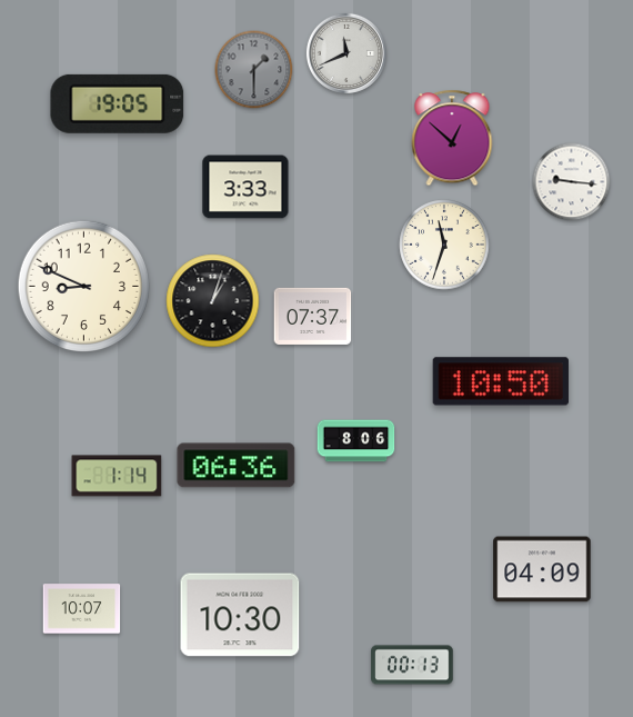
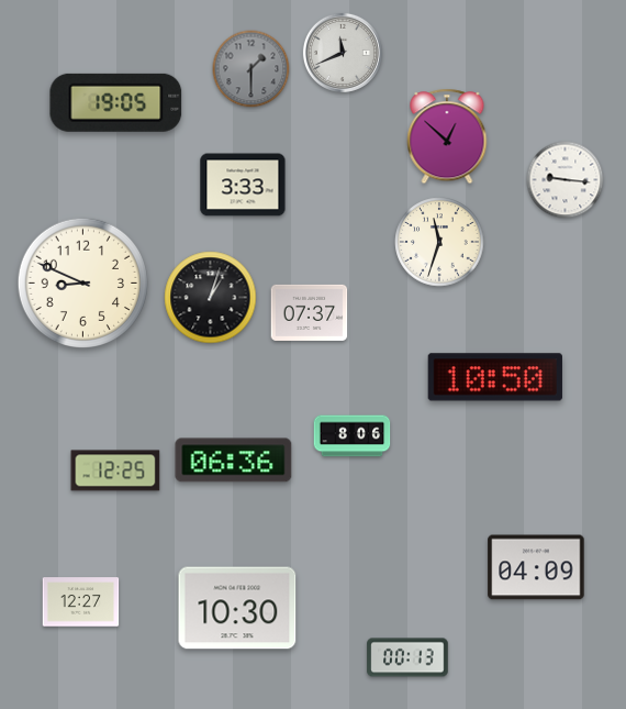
clock at (117, 476): 1:14 -> 12:25
clock at (542, 569) position: (542, 569) -> (536, 567)
clock at (82, 609): 10:07 -> 12:27
